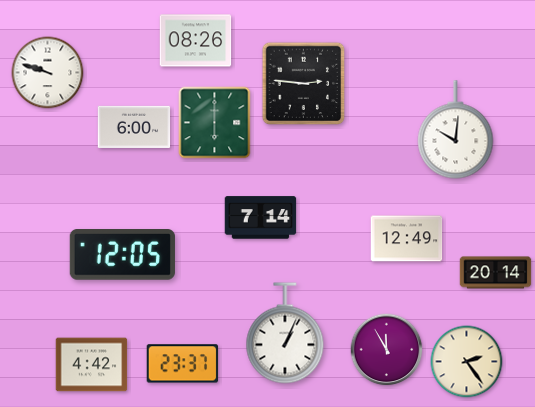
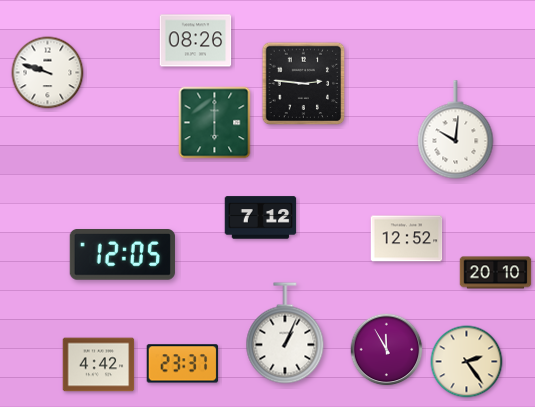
clock at (134, 127): 6:00 -> none
clock at (261, 218): 7:14 -> 7:12
clock at (407, 239): 12:49 -> 12:52
clock at (496, 273): 20:14 -> 20:10
clock at (92, 365) position: (92, 365) -> (99, 365)
